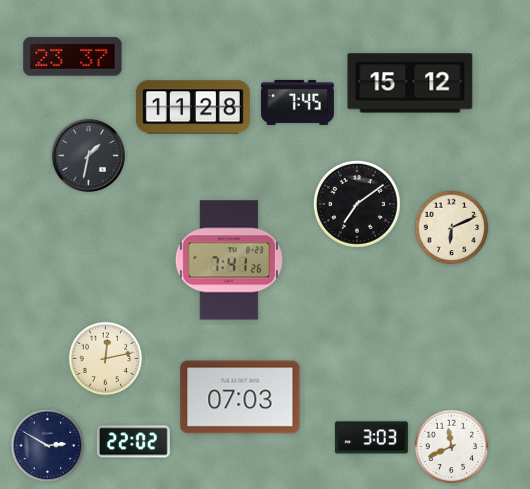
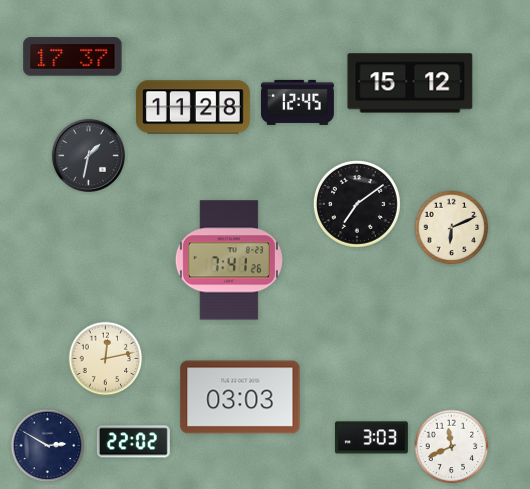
clock at (73, 57): 23:37 -> 17:37
clock at (297, 102): 7:45 -> 12:45
clock at (240, 397): 07:03 -> 03:03
